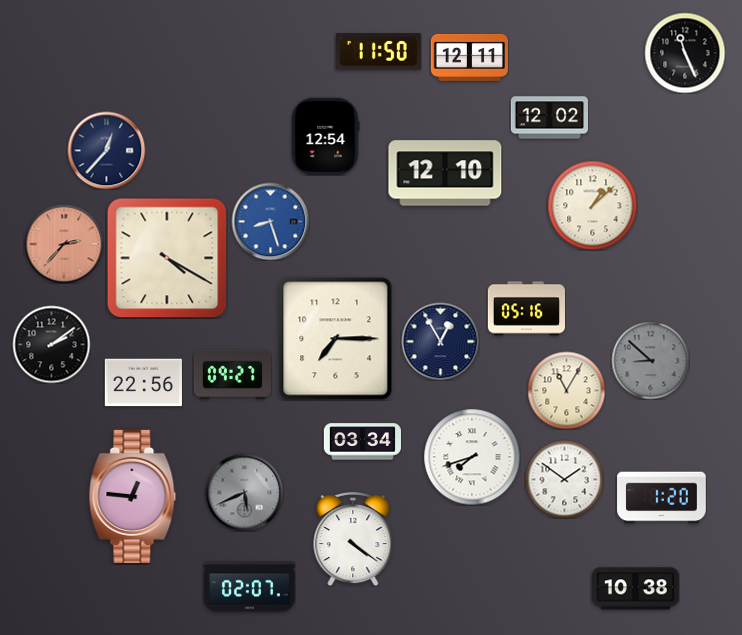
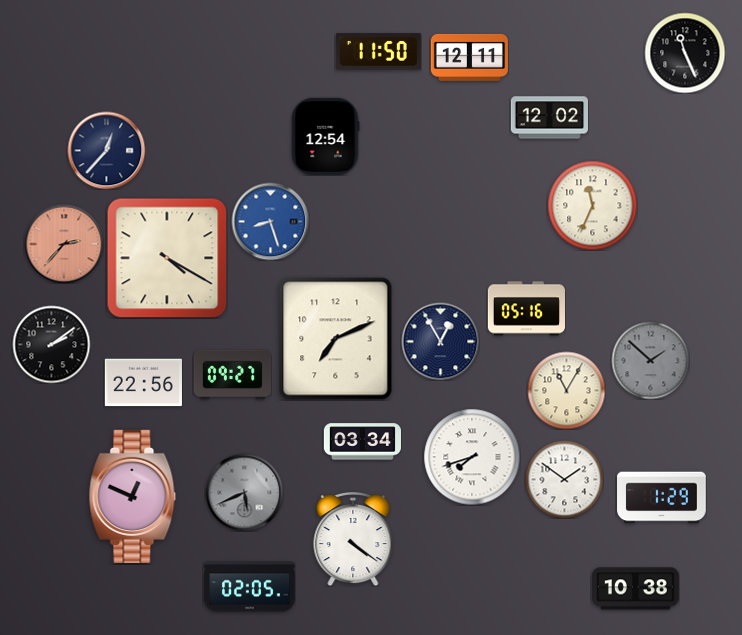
clock at (445, 173): 12:10 -> none
clock at (592, 205): 1:08 -> 11:34
clock at (336, 339): 7:15 -> 7:11
clock at (650, 360): 8:52 -> 1:52
clock at (133, 496): 12:46 -> 12:49
clock at (662, 498): 1:20 -> 1:29
clock at (250, 587): 02:07 -> 02:05
